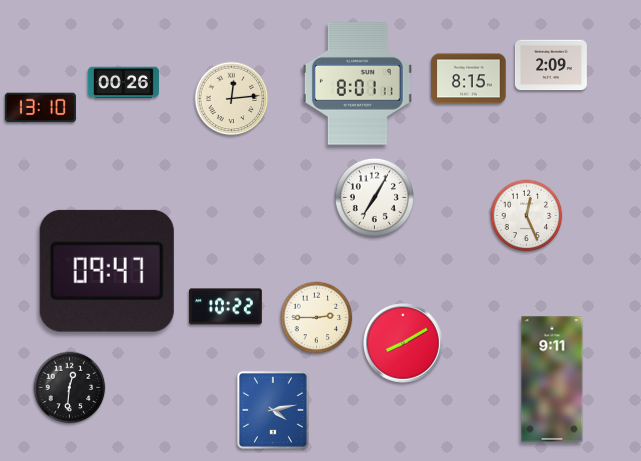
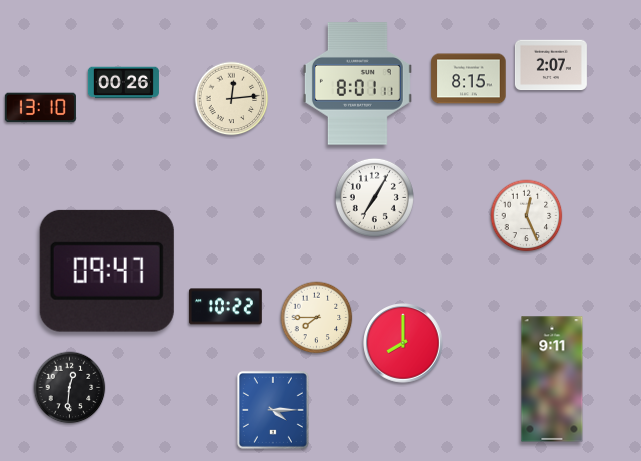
clock at (551, 65): 2:09 -> 2:07
clock at (317, 318): 2:45 -> 7:45
clock at (403, 343): 8:10 -> 8:00
clock at (273, 410): 4:13 -> 4:15
